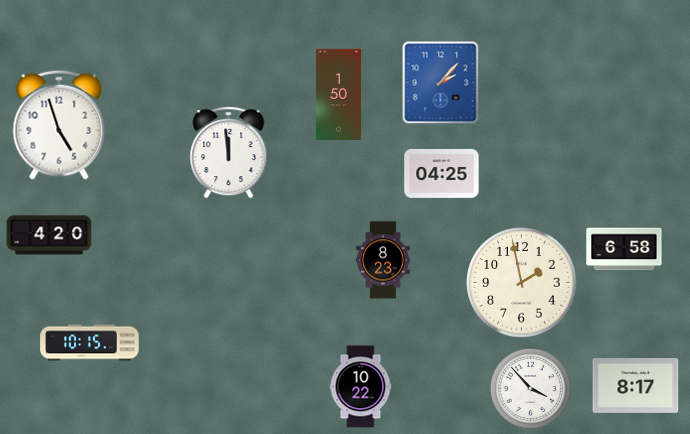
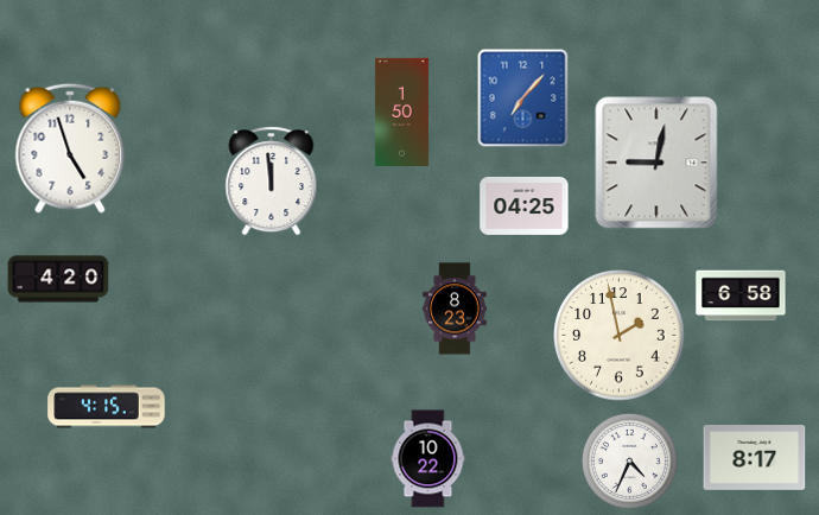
clock at (441, 83): 2:07 -> 7:07
clock at (656, 163): none -> 9:02
clock at (90, 343): 10:15 -> 4:15
clock at (530, 388): 3:53 -> 4:34
